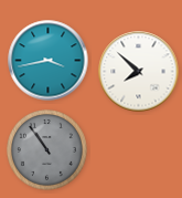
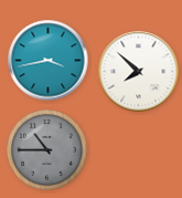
clock at (47, 150): 10:54 -> 10:45
